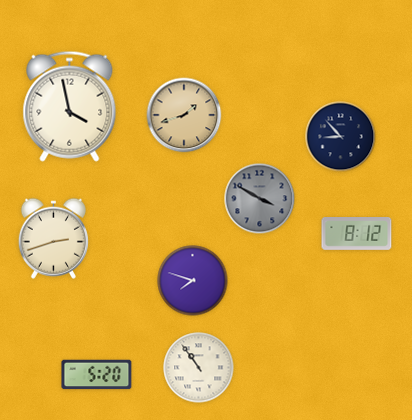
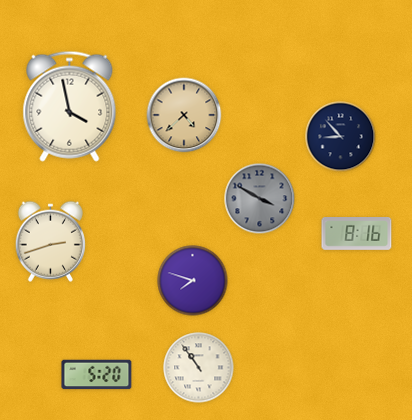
clock at (184, 115): 1:42 -> 4:38
clock at (357, 234): 8:12 -> 8:16
clock at (53, 238) position: (53, 238) -> (50, 241)
